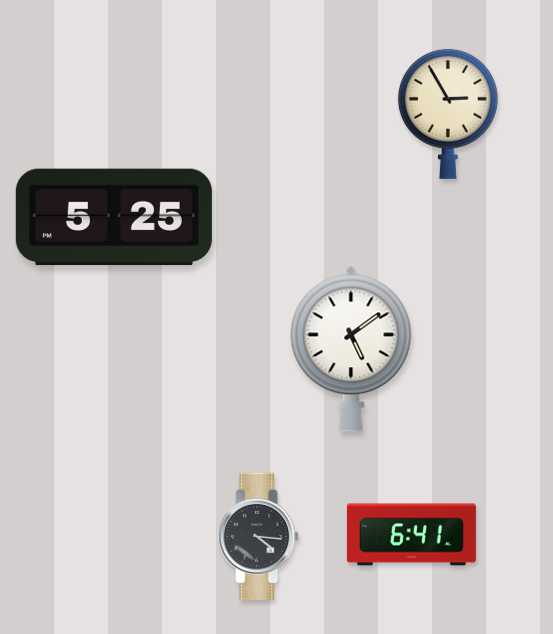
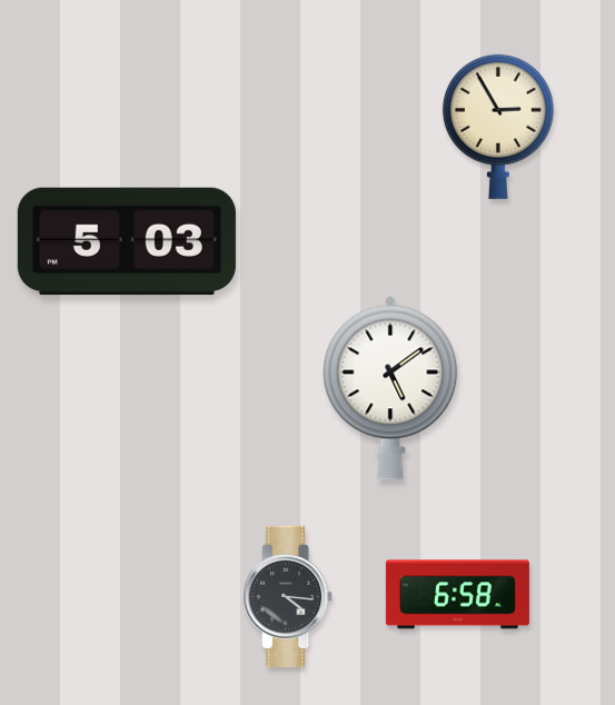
clock at (114, 217): 5:25 -> 5:03
clock at (411, 535): 6:41 -> 6:58
